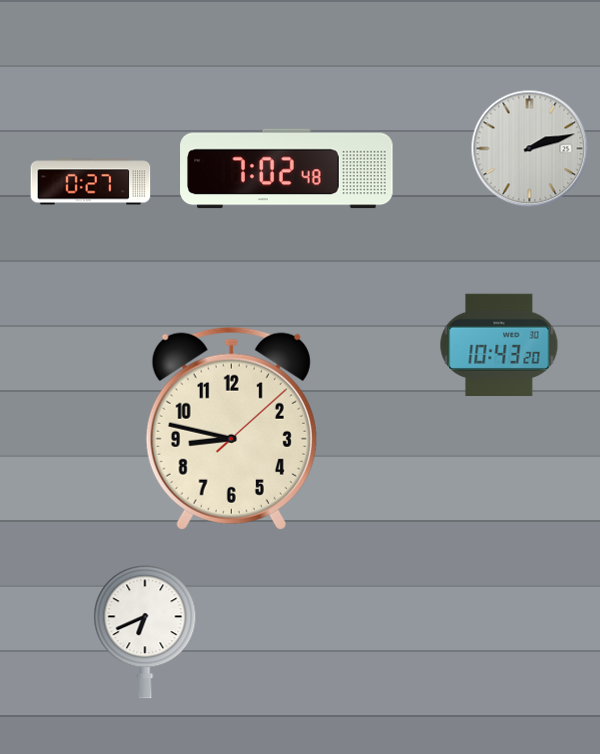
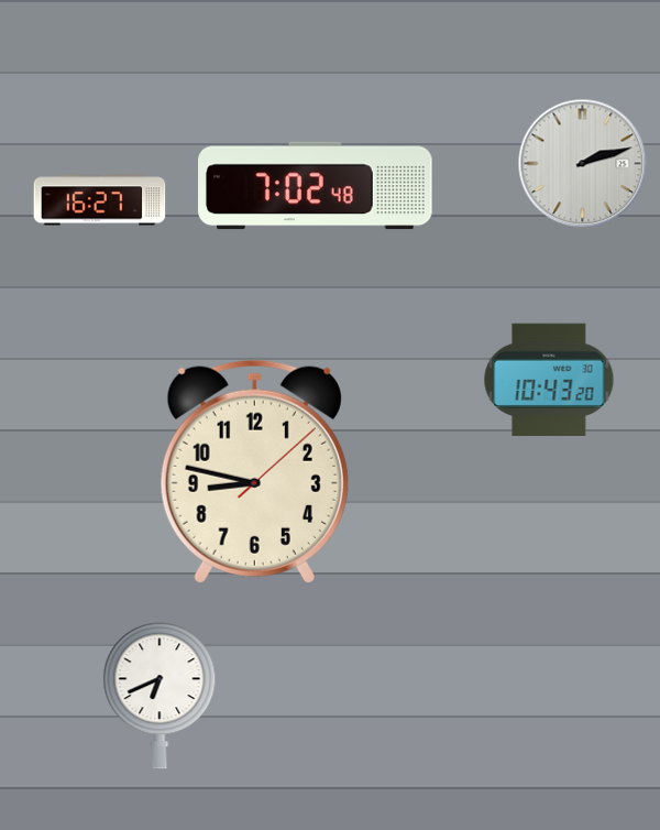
clock at (91, 182): 0:27 -> 16:27
